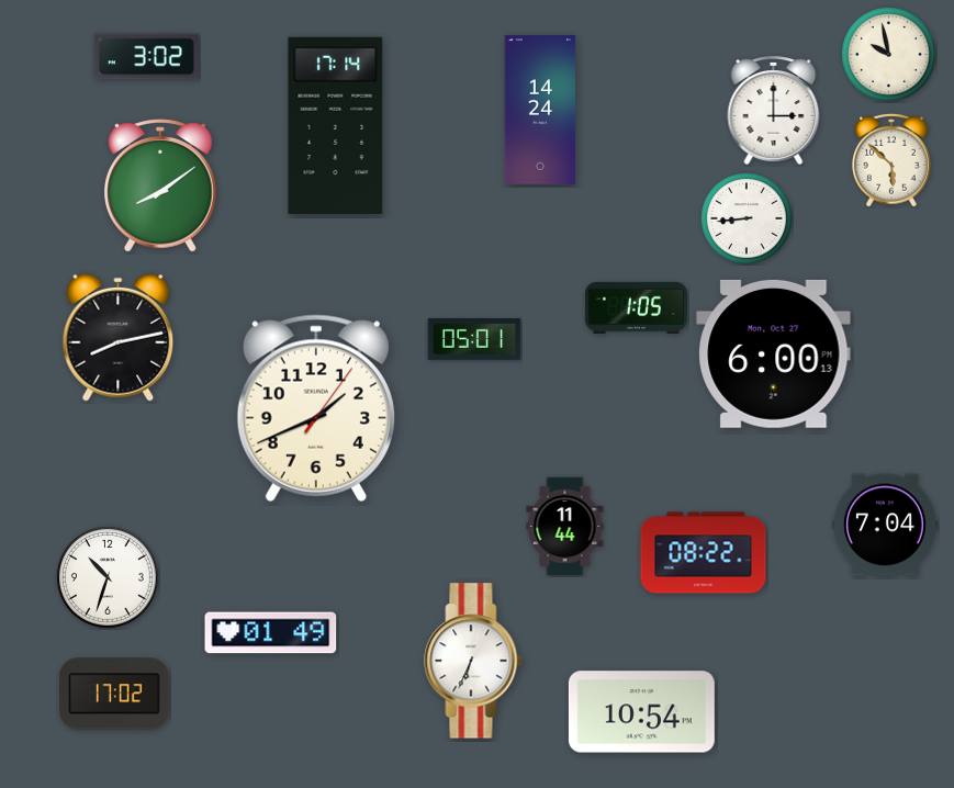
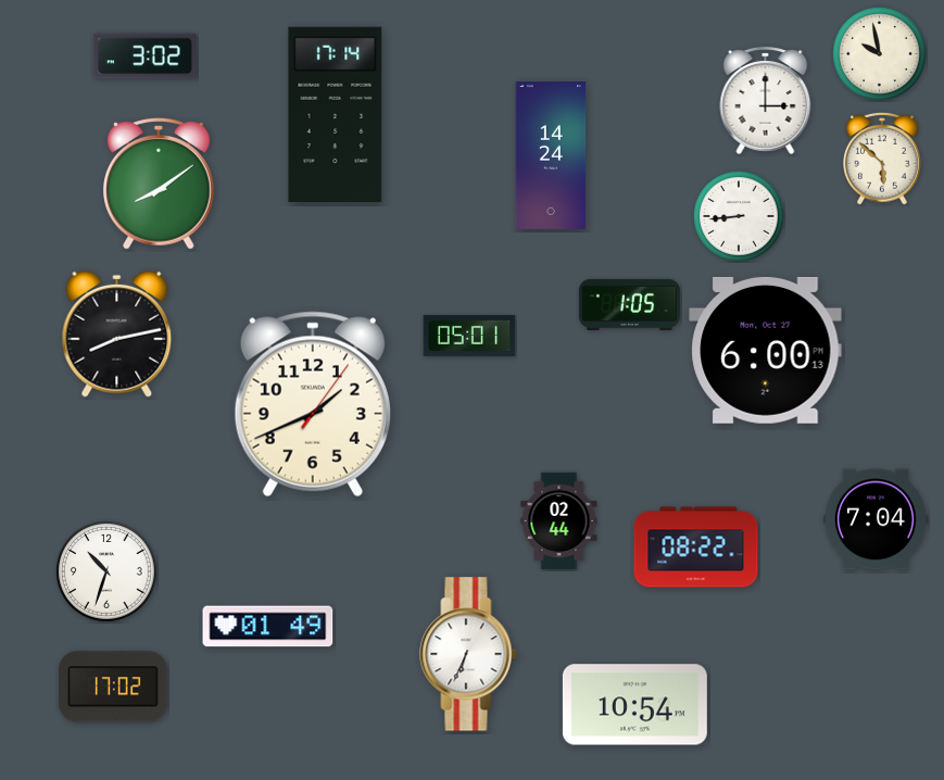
clock at (540, 110) position: (540, 110) -> (551, 155)
clock at (774, 110) position: (774, 110) -> (766, 100)
clock at (336, 126) position: (336, 126) -> (336, 115)
clock at (565, 527): 11:44 -> 02:44
